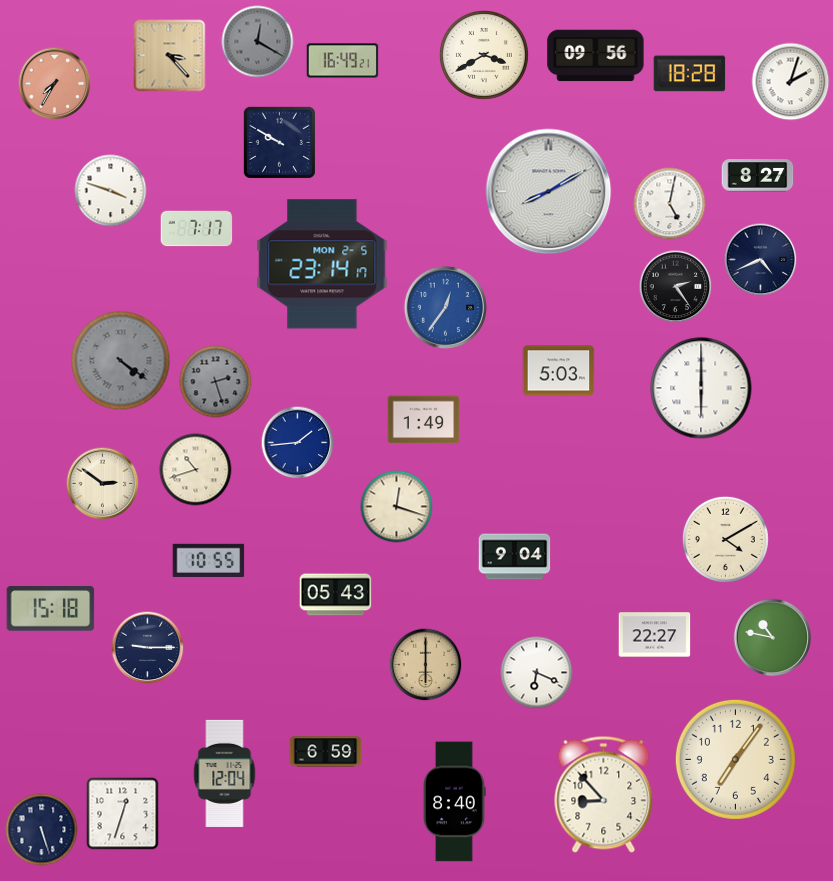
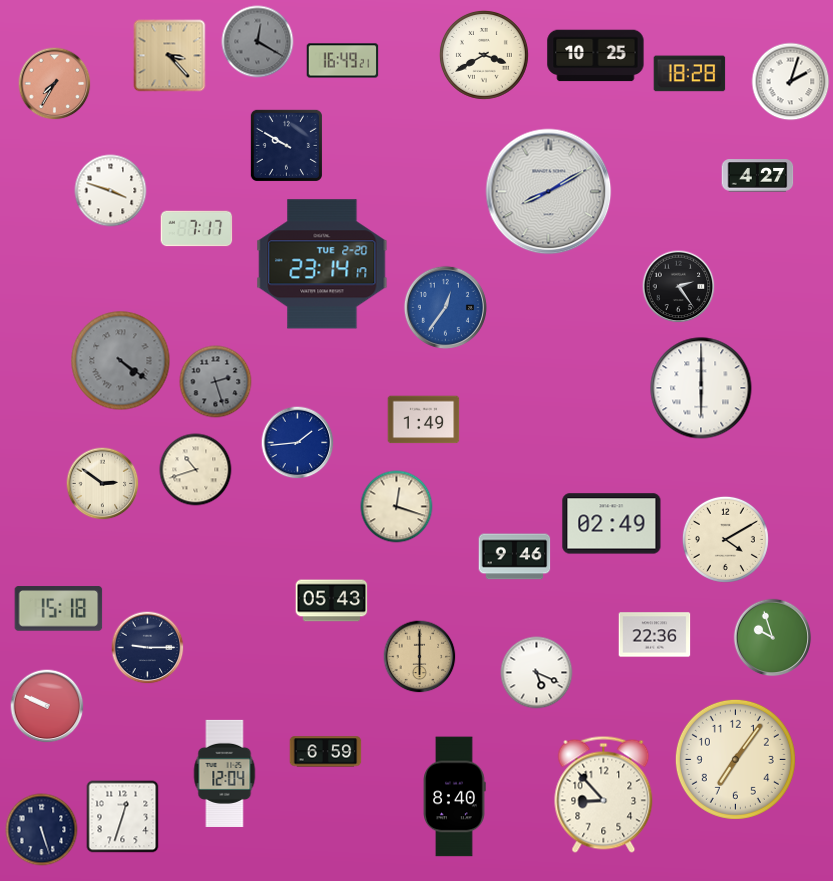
clock at (596, 56): 09:56 -> 10:25
clock at (279, 142) position: (279, 142) -> (286, 145)
clock at (758, 176): 8:27 -> 4:27
clock at (670, 204): 5:02 -> none
clock at (761, 260): 4:41 -> none
clock at (322, 264) date: MON 2-5 -> TUE 2-20
clock at (676, 287) position: (676, 287) -> (679, 287)
clock at (559, 371): 5:03 -> none
clock at (612, 524): none -> 02:49
clock at (515, 557): 9:04 -> 9:46
clock at (209, 560): 10:55 -> none
clock at (336, 595) position: (336, 595) -> (332, 601)
clock at (51, 609) position: (51, 609) -> (59, 609)
clock at (655, 635): 22:27 -> 22:36
clock at (773, 638): 10:47 -> 9:57
clock at (426, 665) position: (426, 665) -> (420, 657)
clock at (537, 673): 6:19 -> 5:19
clock at (47, 706): none -> 9:49
clock at (454, 802) position: (454, 802) -> (454, 797)
clock at (123, 814) position: (123, 814) -> (123, 817)
